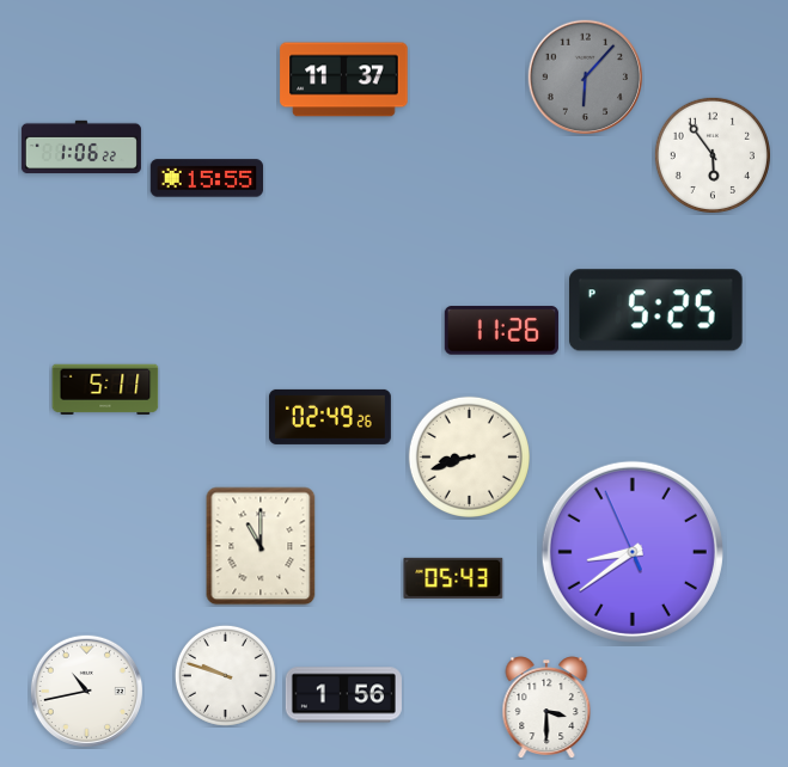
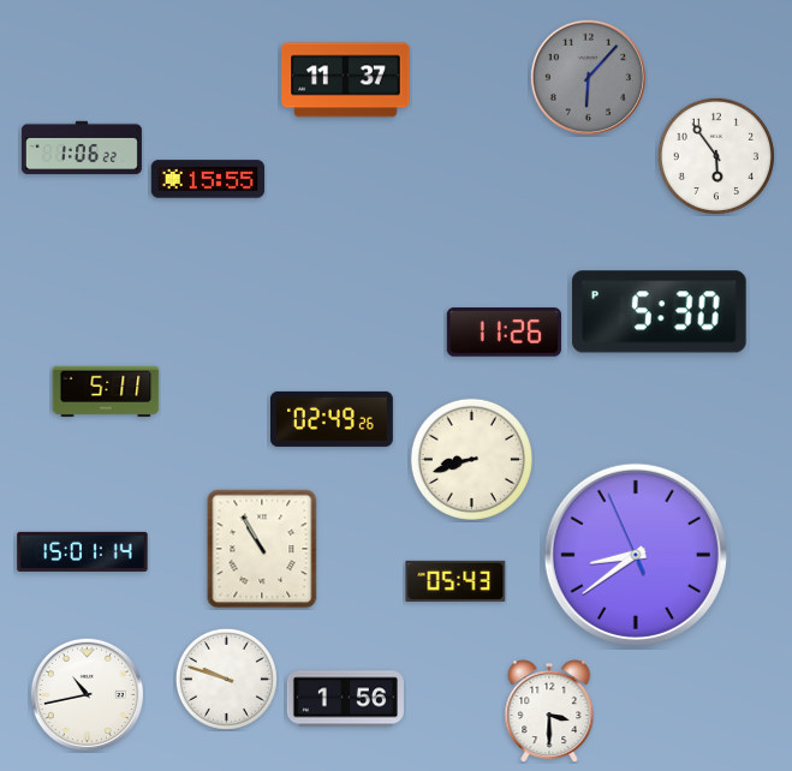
clock at (655, 311): 5:25 -> 5:30
clock at (261, 546): 11:00 -> 10:55
clock at (83, 551): none -> 15:01
